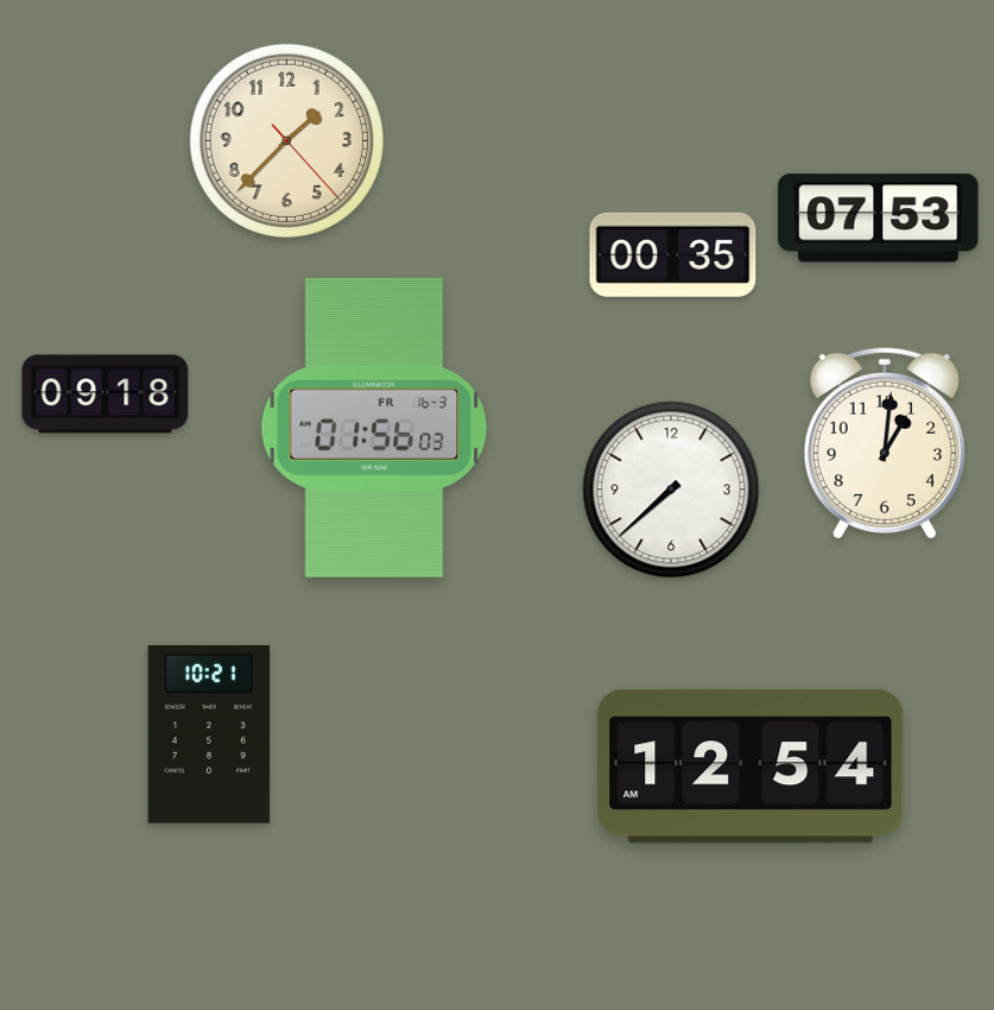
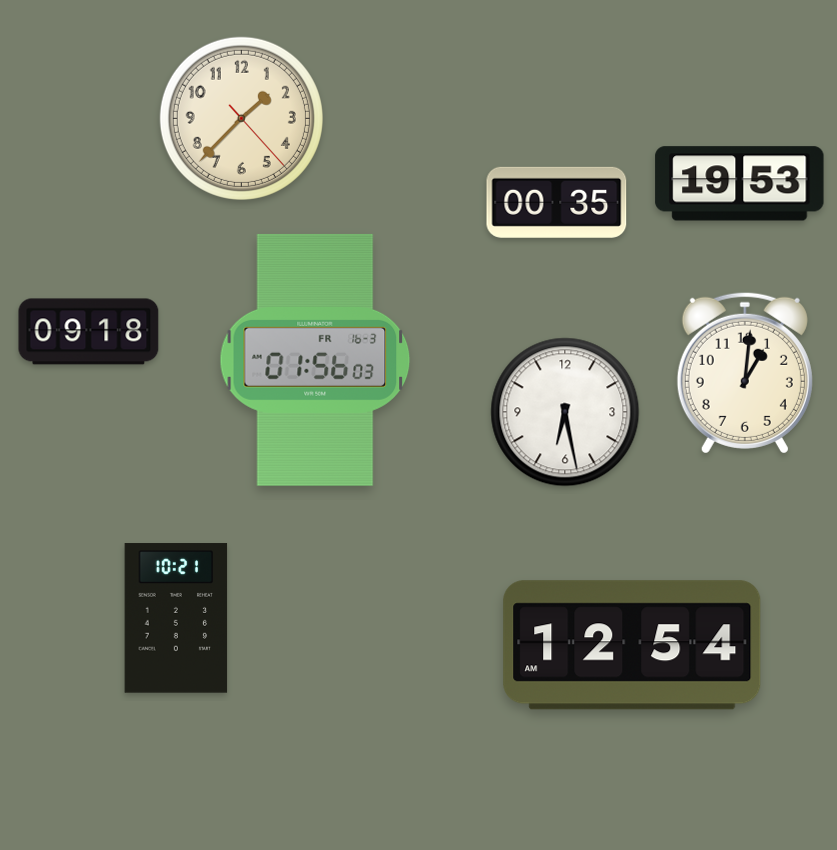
clock at (879, 219): 07:53 -> 19:53
clock at (673, 254) position: (673, 254) -> (557, 202)
clock at (671, 490): 7:38 -> 6:28
